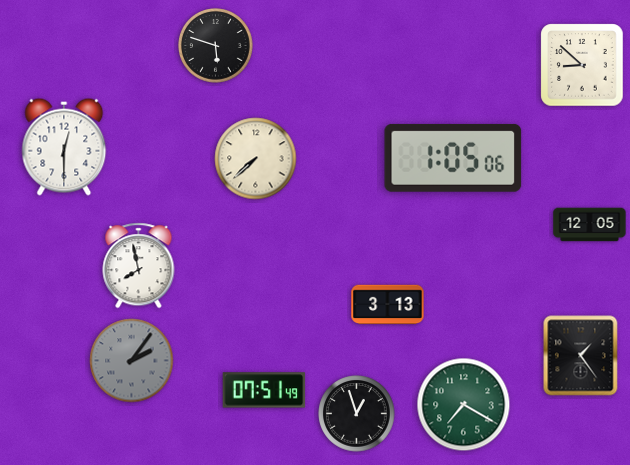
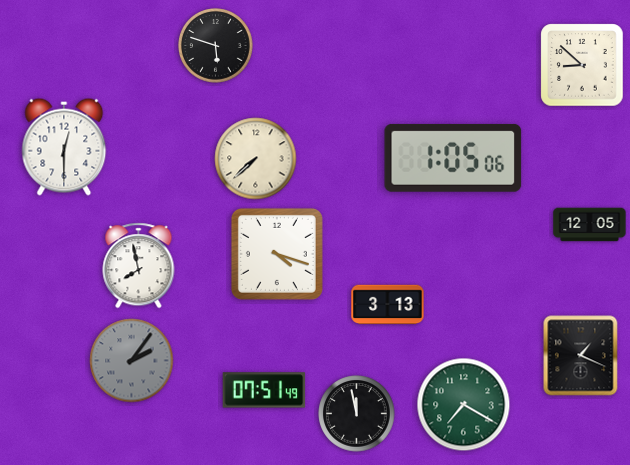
clock at (277, 254): none -> 4:18
clock at (581, 356): 1:24 -> 1:19
clock at (357, 414): 12:57 -> 11:58
